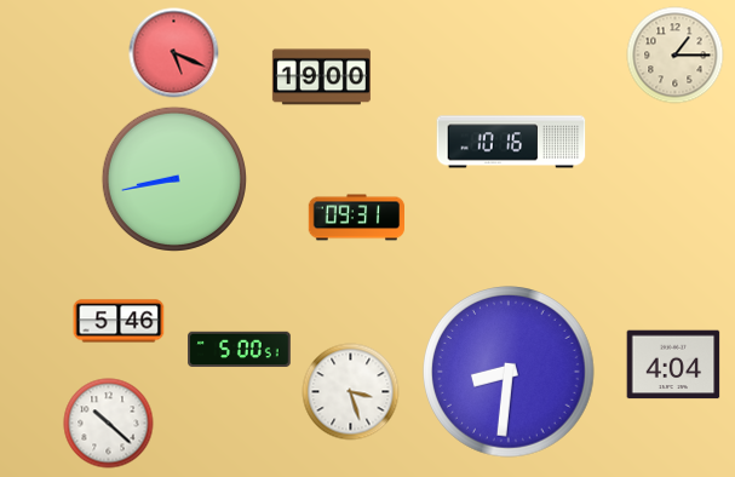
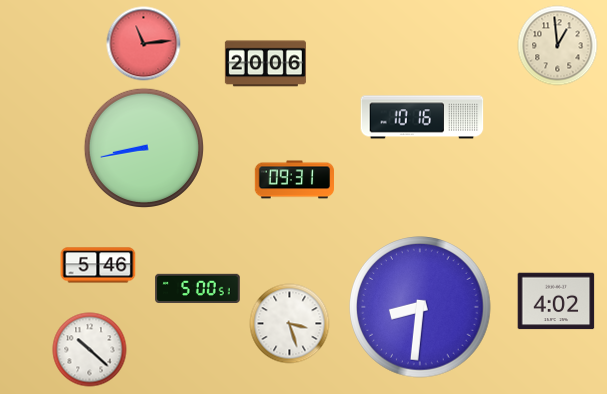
clock at (174, 53): 5:19 -> 11:14
clock at (676, 56): 1:15 -> 12:59
clock at (321, 77): 19:00 -> 20:06
clock at (673, 364): 4:04 -> 4:02
